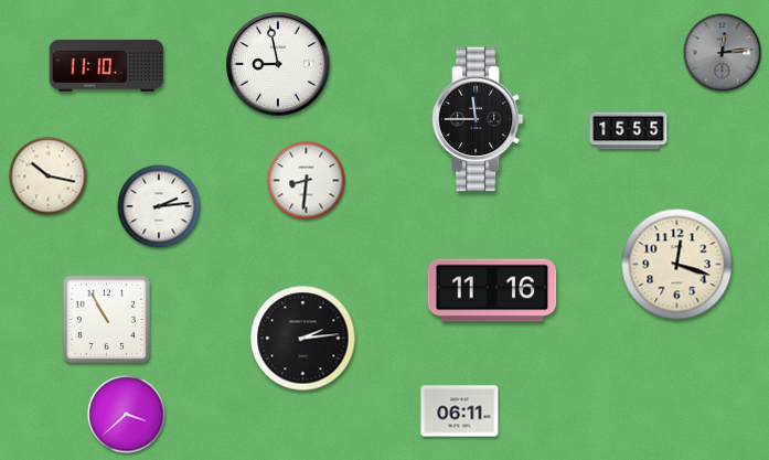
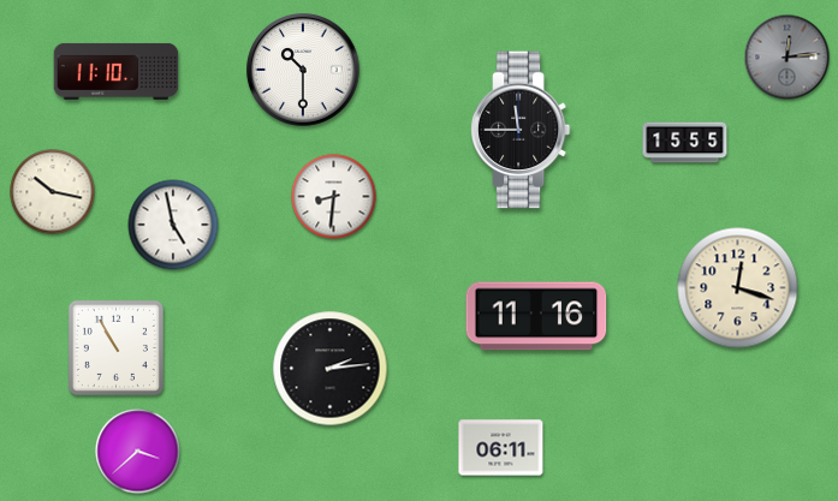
clock at (278, 64): 8:58 -> 10:30
clock at (159, 206): 2:14 -> 4:58
